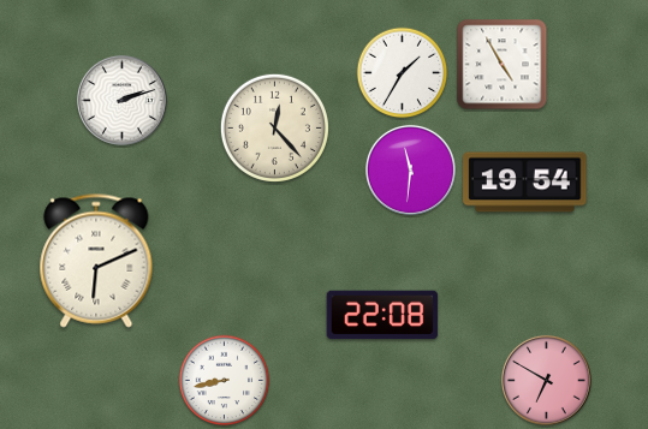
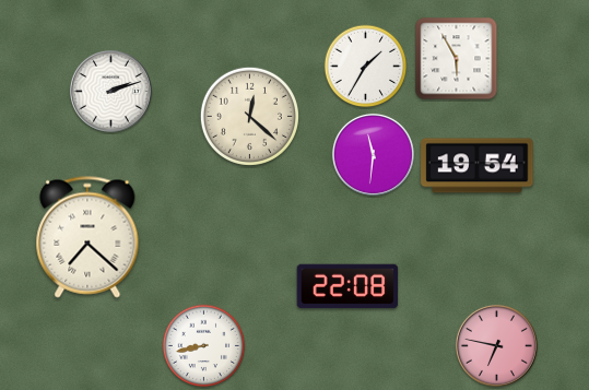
clock at (503, 65): 4:55 -> 5:55
clock at (274, 127): 12:23 -> 12:22
clock at (96, 261): 6:11 -> 7:22
clock at (546, 380): 6:50 -> 6:47
